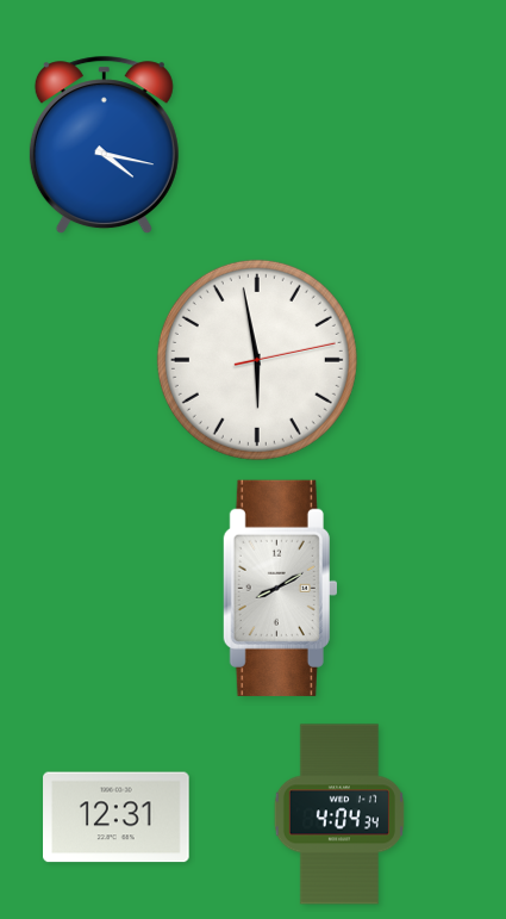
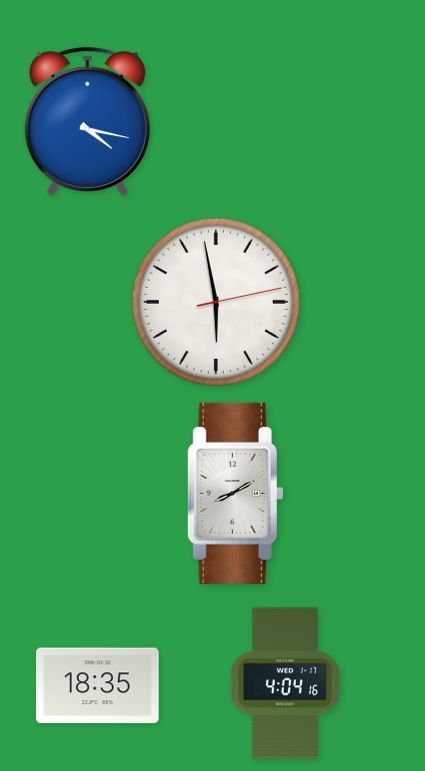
clock at (339, 814): 4:04:34 -> 4:04:16
clock at (117, 818): 12:31 -> 18:35
